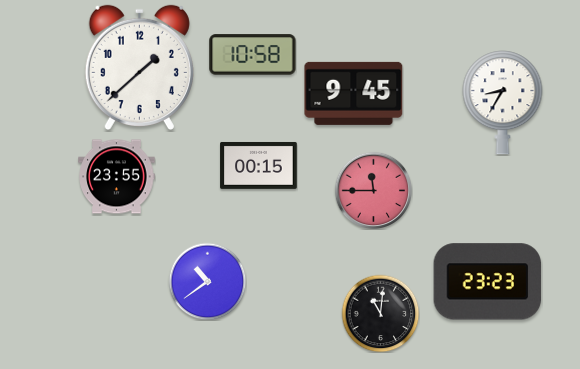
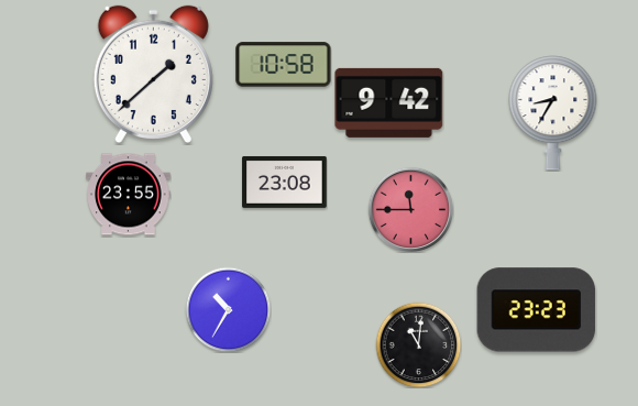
clock at (253, 55) position: (253, 55) -> (284, 65)
clock at (354, 93): 9:45 -> 9:42
clock at (259, 165): 00:15 -> 23:08
clock at (207, 281): 10:39 -> 10:35
